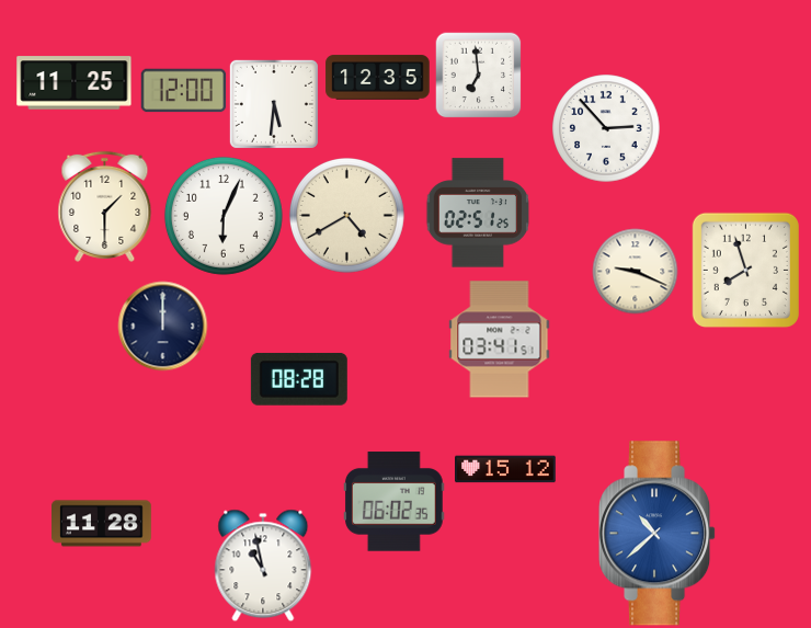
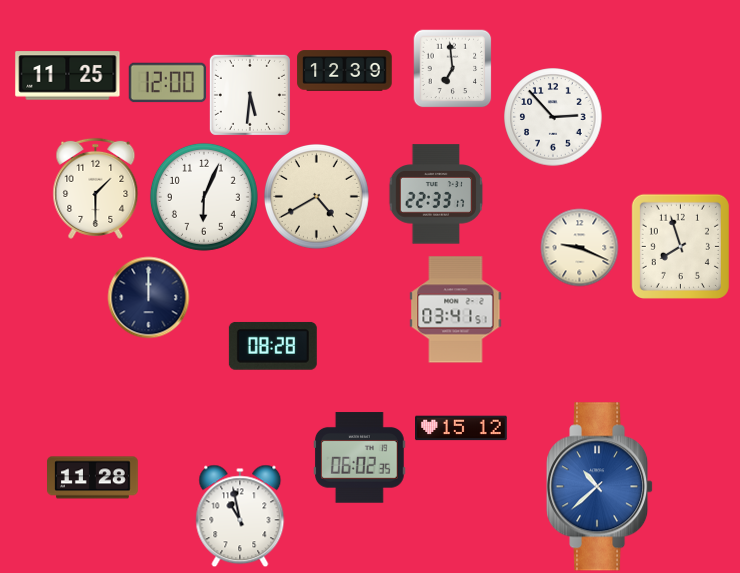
clock at (478, 75) position: (478, 75) -> (452, 68)
clock at (378, 78): 12:35 -> 12:39
clock at (478, 213): 02:51 -> 22:33
